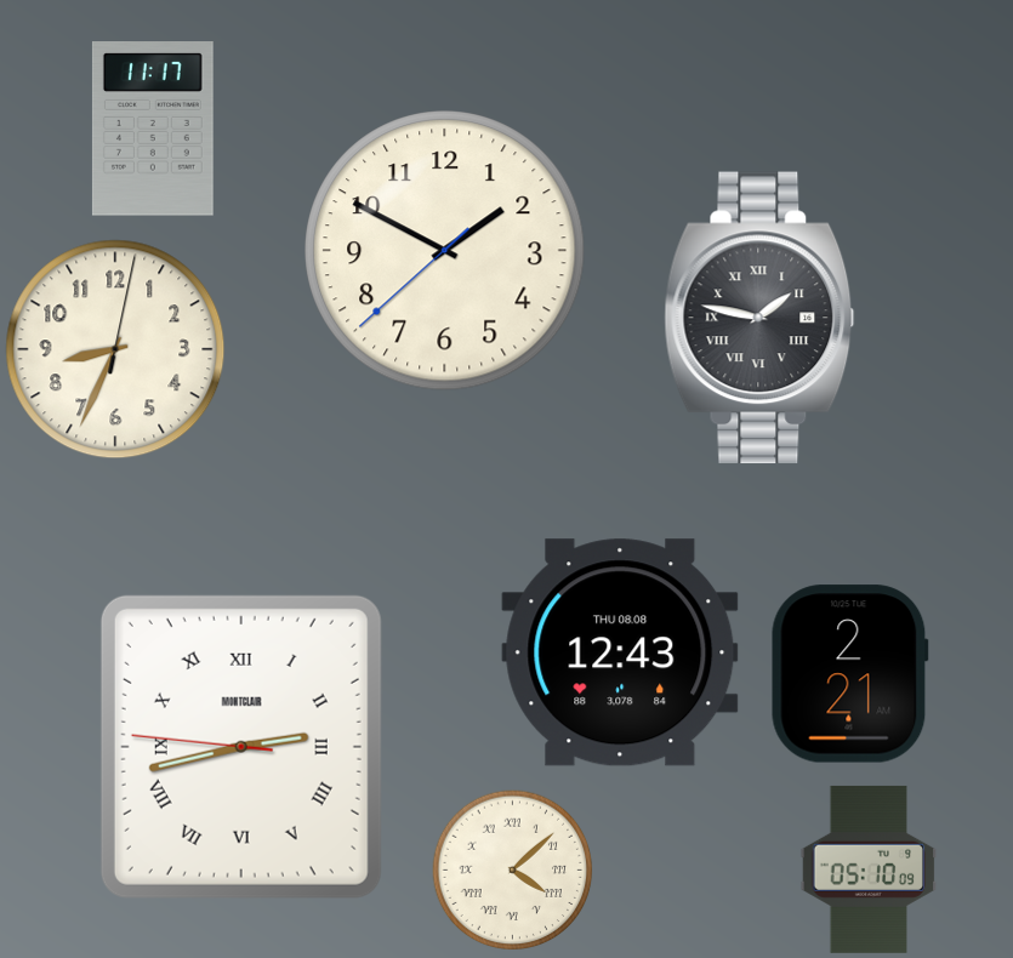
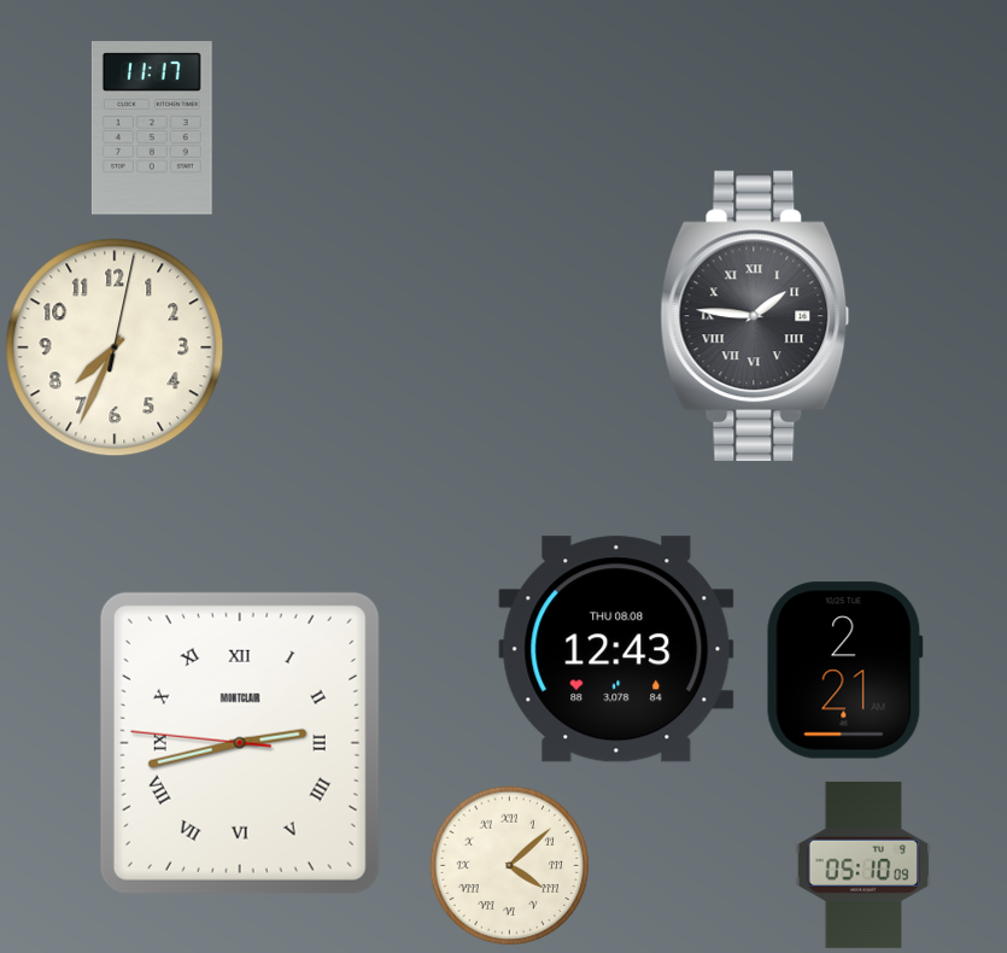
clock at (445, 251): 1:49 -> none
clock at (759, 318): 1:47 -> 1:46
clock at (115, 349): 8:34 -> 7:34
